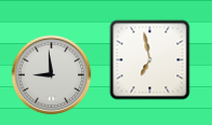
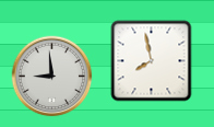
clock at (150, 60): 6:58 -> 7:58
